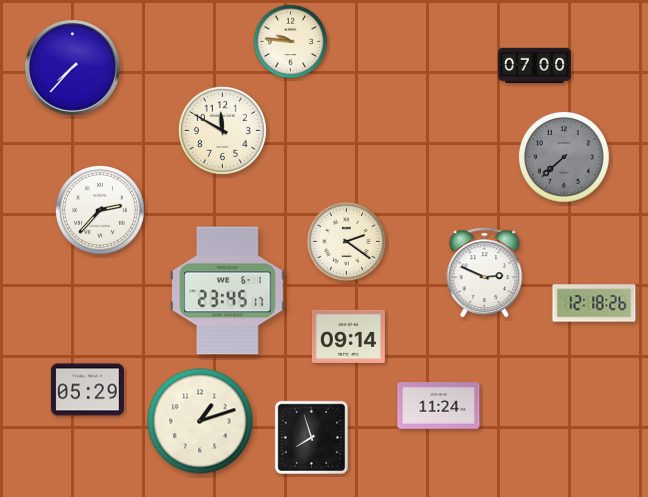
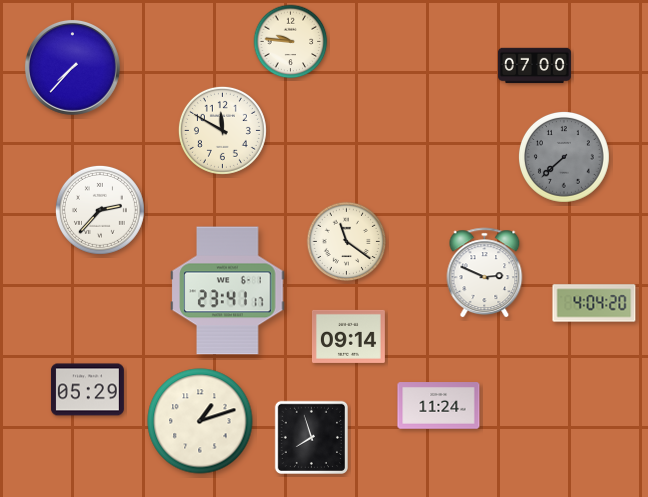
clock at (347, 242): 2:21 -> 11:21
clock at (228, 291): 23:45 -> 23:41
clock at (594, 303): 12:18 -> 4:04
